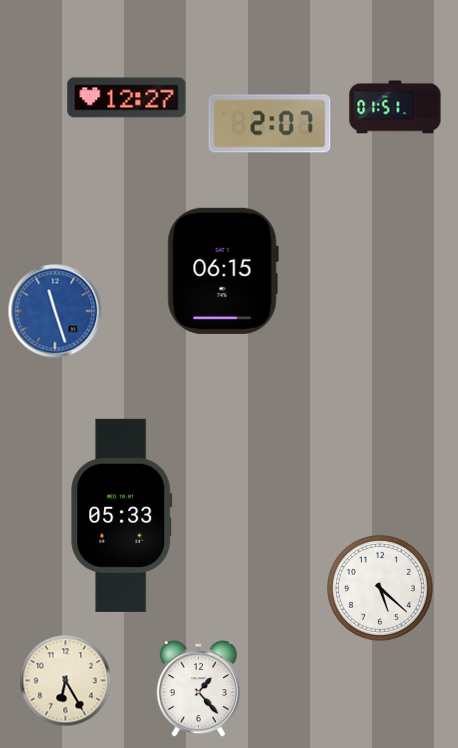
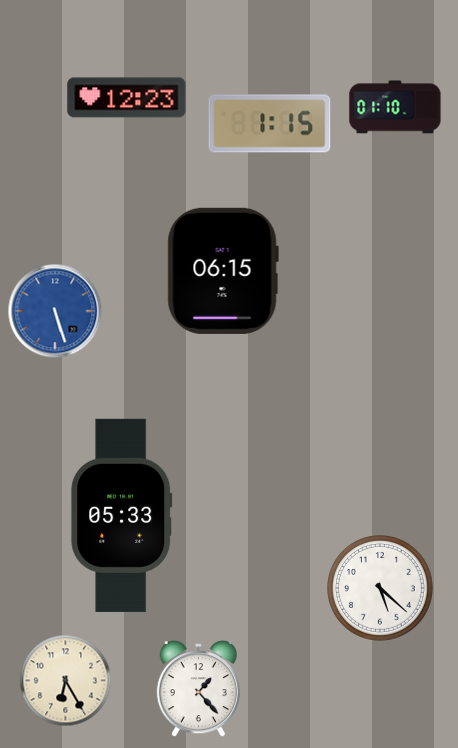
clock at (127, 98): 12:27 -> 12:23
clock at (395, 107): 01:51 -> 01:10
clock at (270, 124): 2:07 -> 1:15
clock at (55, 311): 11:27 -> 5:27
